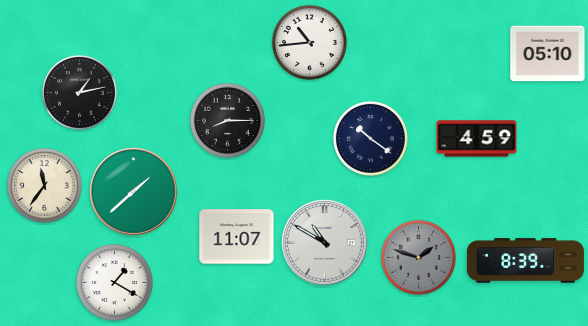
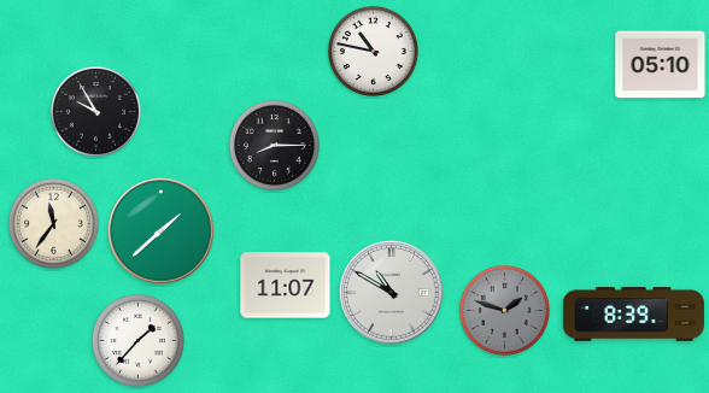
clock at (309, 42): 10:44 -> 10:47
clock at (79, 92): 1:13 -> 9:55
clock at (370, 138): 10:21 -> none
clock at (477, 139): 4:59 -> none
clock at (114, 282): 1:20 -> 1:37
